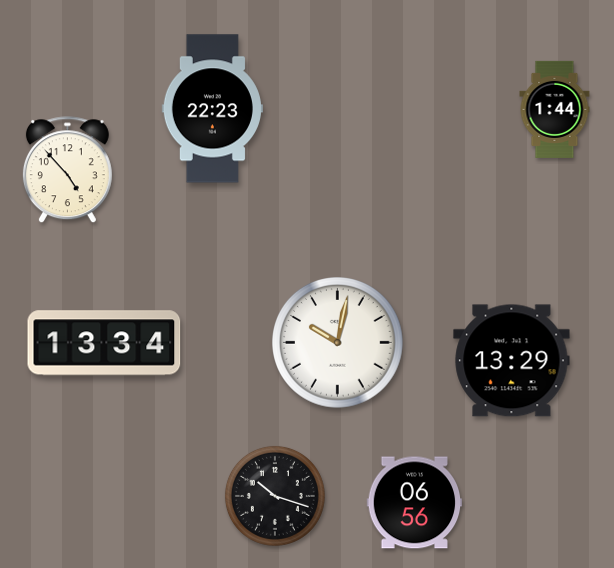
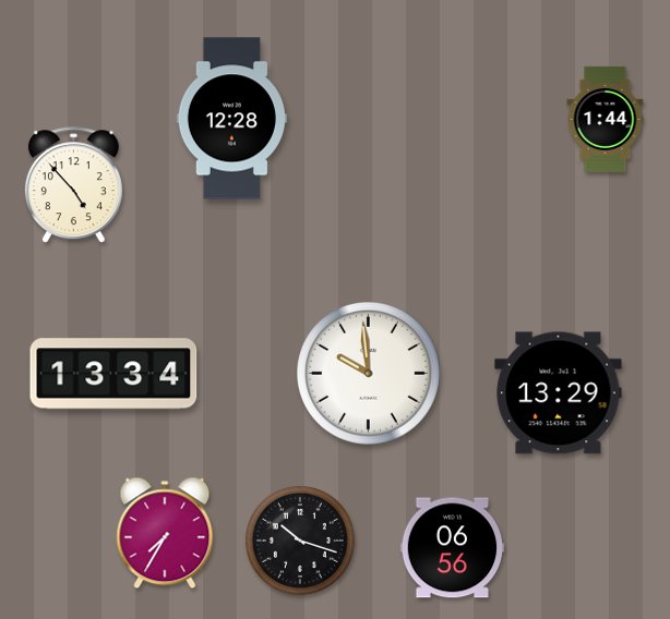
clock at (212, 109): 22:23 -> 12:28
clock at (338, 343): 10:02 -> 9:59
clock at (165, 533): none -> 7:35
